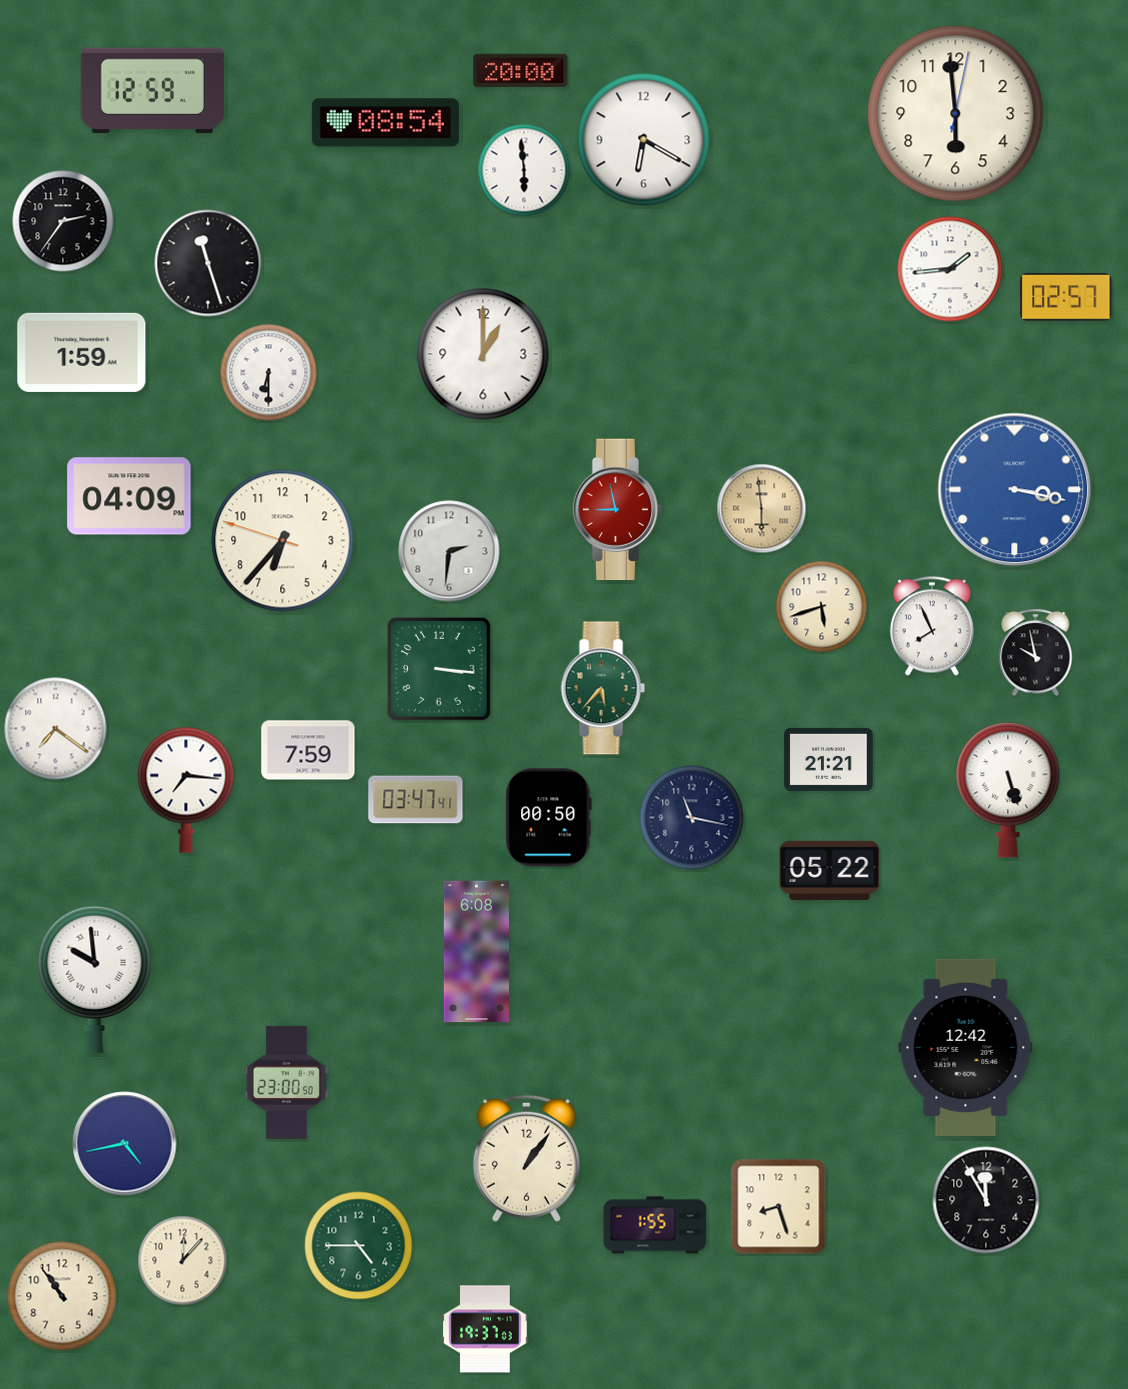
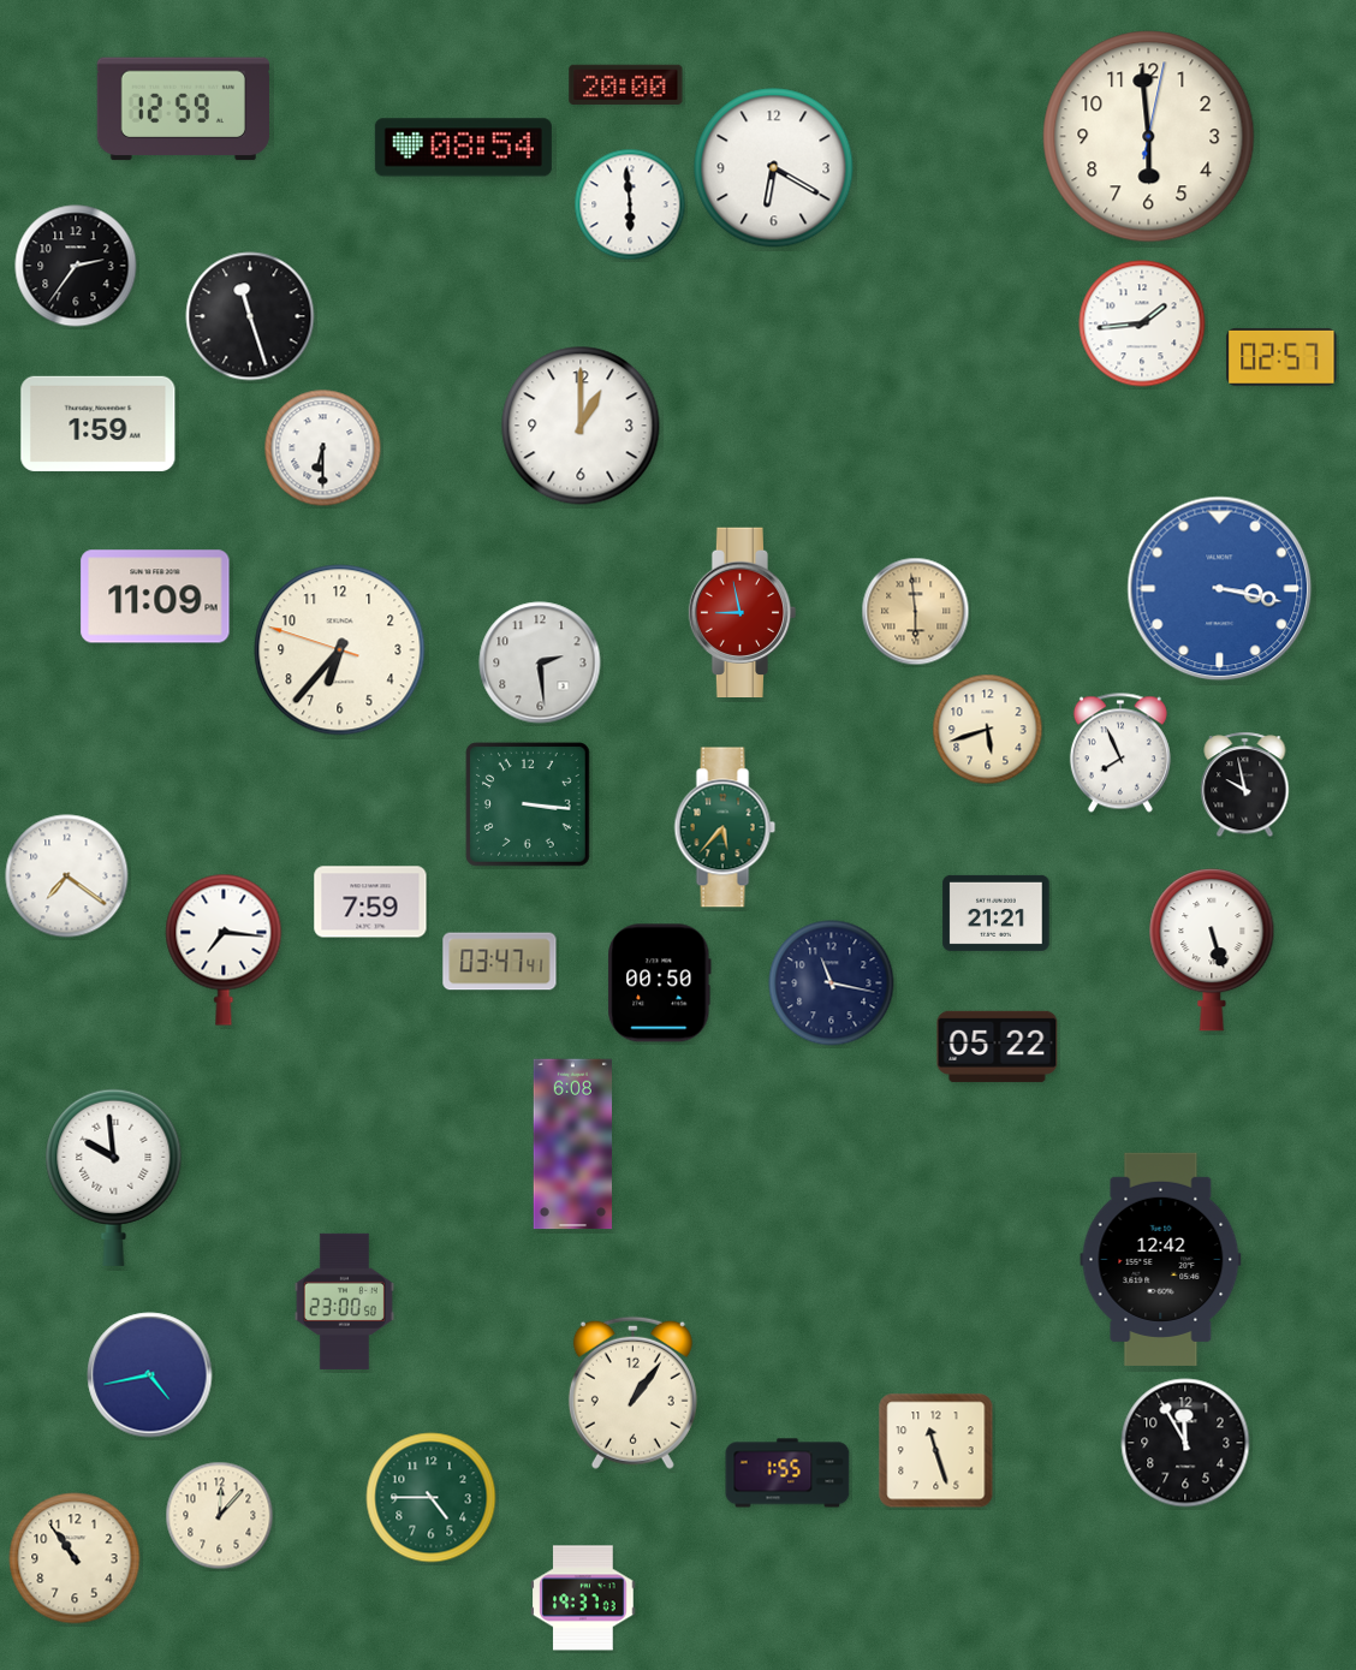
clock at (129, 496): 04:09 -> 11:09
clock at (449, 551): 2:31 -> 2:29
clock at (779, 1207): 8:27 -> 11:27
